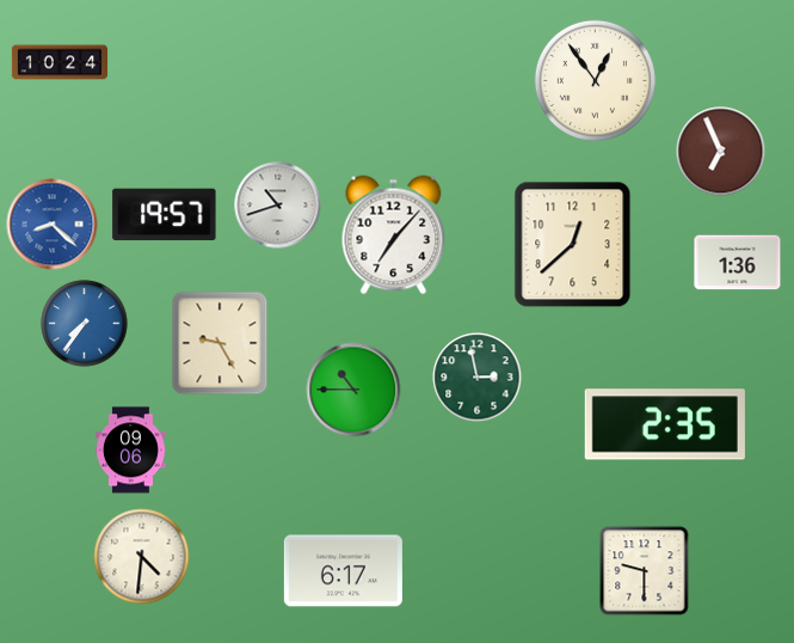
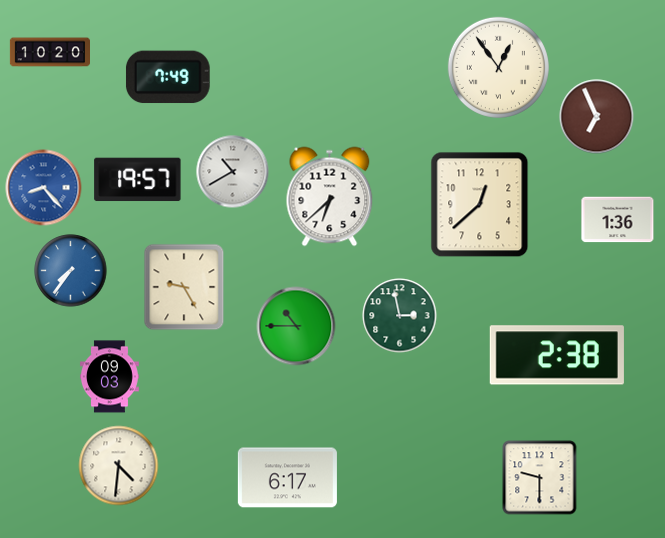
clock at (59, 62): 10:24 -> 10:20
clock at (168, 77): none -> 7:49
clock at (721, 152) position: (721, 152) -> (597, 117)
clock at (278, 206): 10:42 -> 10:40
clock at (53, 225): 8:22 -> 8:23
clock at (394, 235): 7:07 -> 6:38
clock at (665, 424): 2:35 -> 2:38
clock at (131, 451): 09:06 -> 09:03
